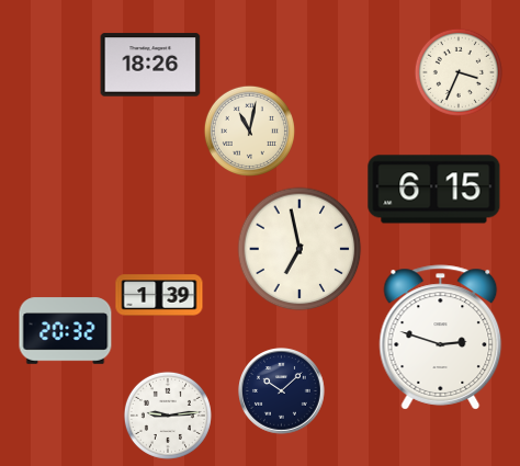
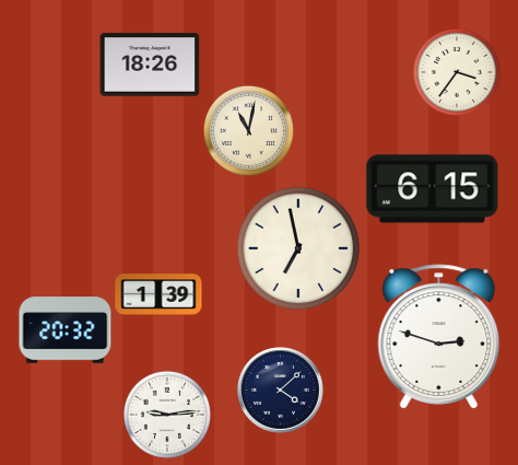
clock at (459, 72): 3:34 -> 3:36
clock at (282, 391): 10:08 -> 4:08
